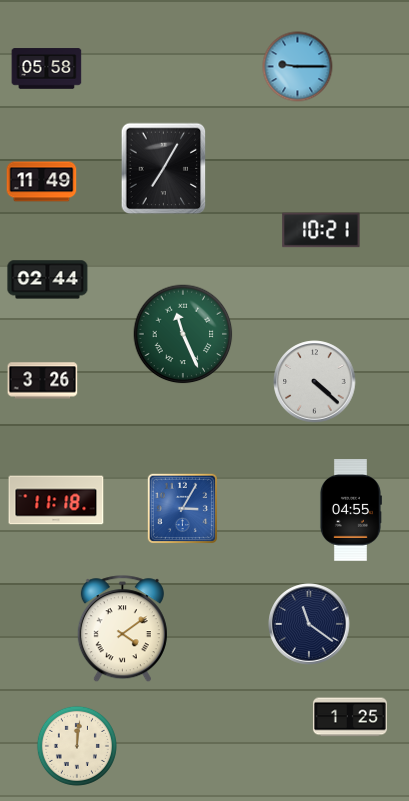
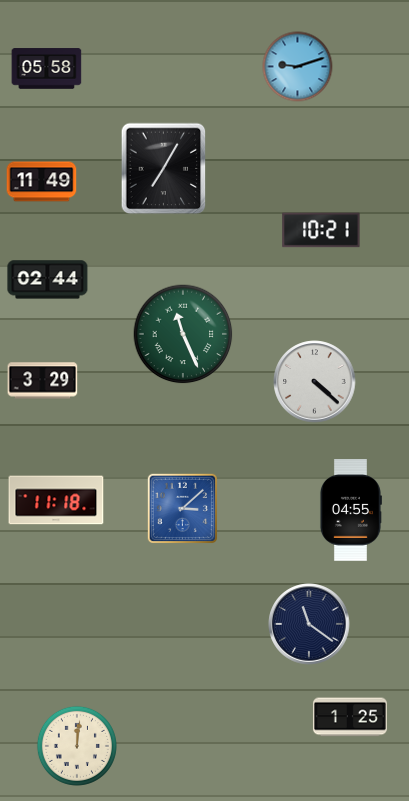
clock at (298, 67): 9:15 -> 9:12
clock at (43, 381): 3:26 -> 3:29
clock at (182, 508): 3:05 -> 3:08
clock at (122, 629): 4:09 -> none
